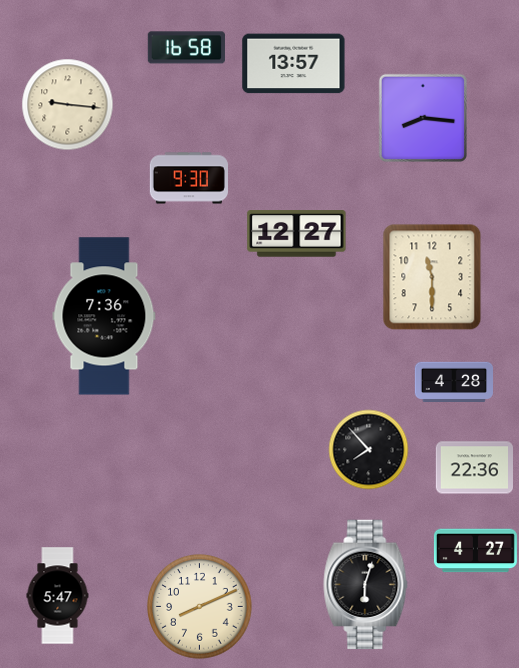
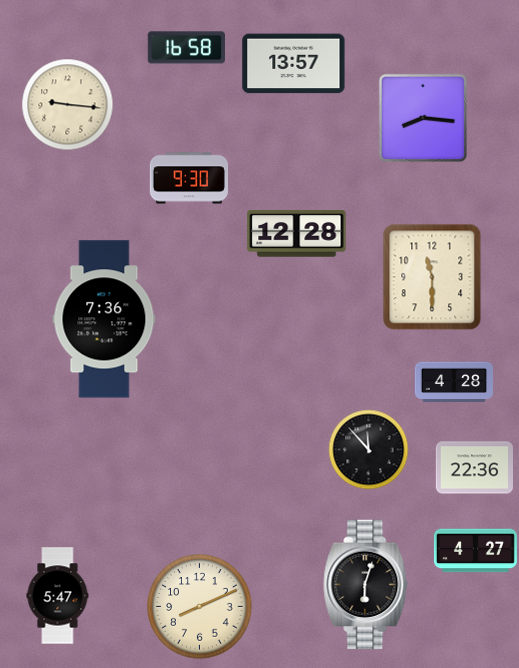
clock at (297, 234): 12:27 -> 12:28
clock at (104, 316) position: (104, 316) -> (104, 319)
clock at (368, 449): 7:53 -> 11:53
